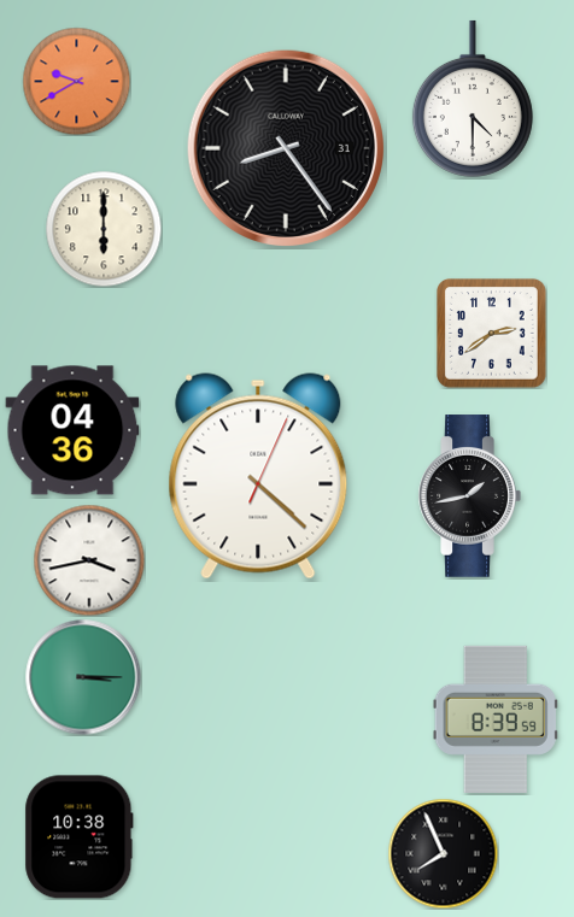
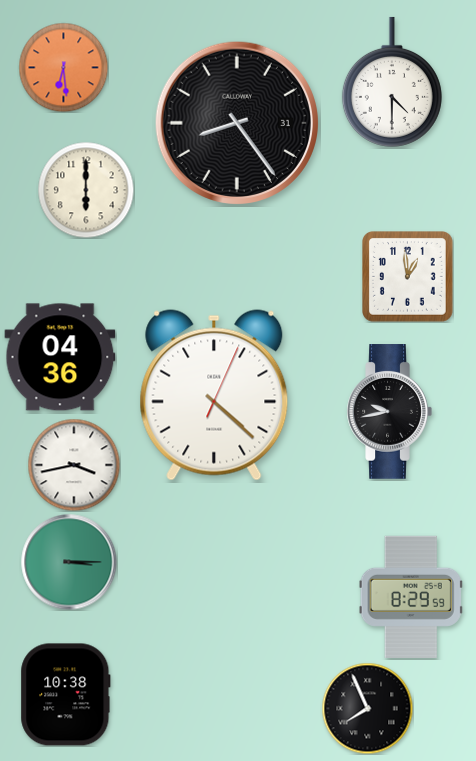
clock at (76, 81): 9:40 -> 6:29
clock at (492, 334): 2:39 -> 12:59
clock at (469, 496): 1:43 -> 9:43
clock at (496, 719): 8:39 -> 8:29
